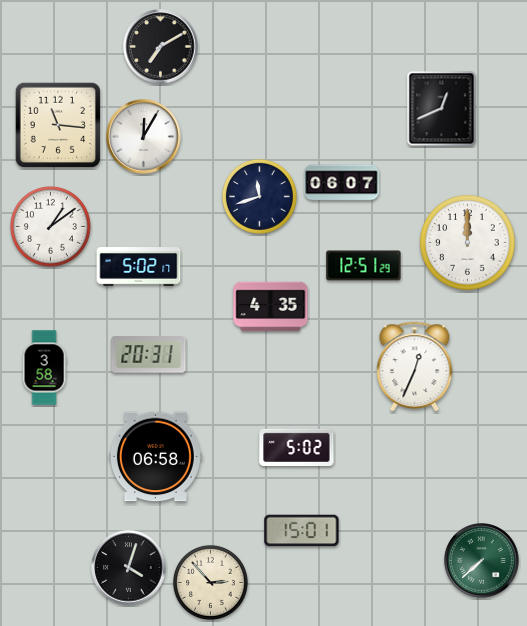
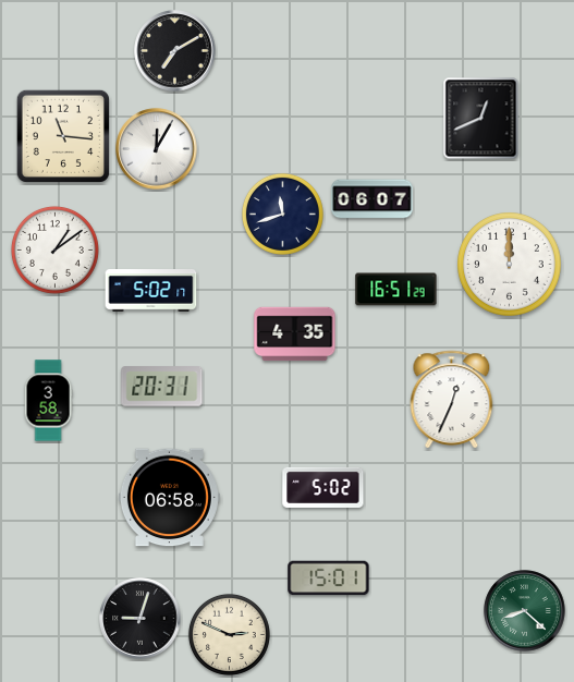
clock at (50, 226) position: (50, 226) -> (54, 249)
clock at (364, 266): 12:51 -> 16:51
clock at (482, 561): 7:38 -> 8:22
clock at (129, 568): 4:03 -> 9:03
clock at (210, 582): 2:53 -> 2:49
